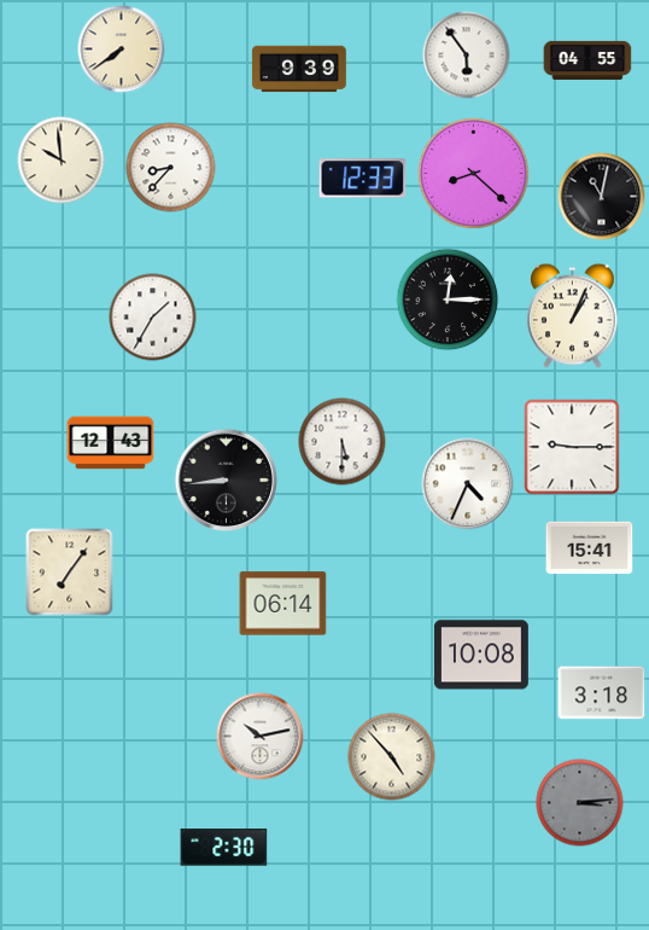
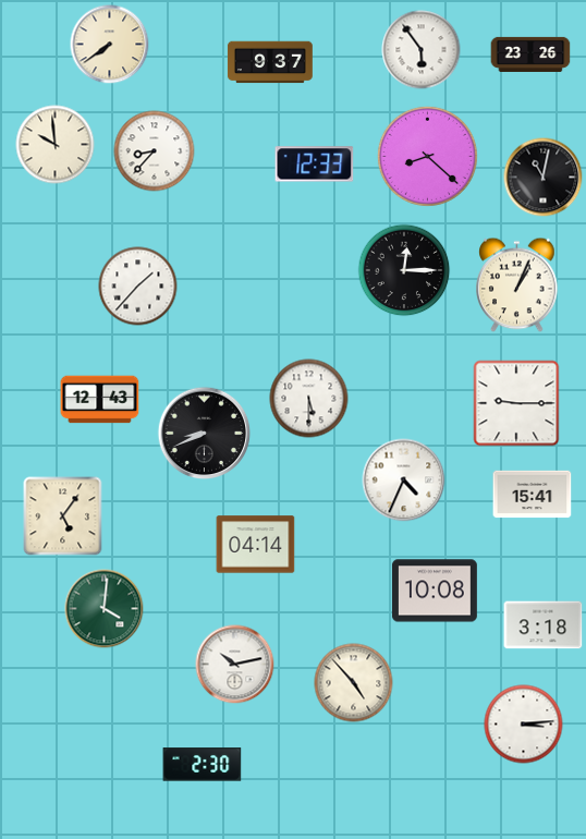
clock at (587, 60): 04:55 -> 23:26
clock at (299, 69): 9:39 -> 9:37
clock at (363, 179) position: (363, 179) -> (315, 165)
clock at (153, 318): 1:35 -> 1:37
clock at (227, 481): 8:44 -> 8:41
clock at (468, 484) position: (468, 484) -> (404, 481)
clock at (70, 572): 7:06 -> 5:06
clock at (283, 604): 06:14 -> 04:14
clock at (105, 609): none -> 4:01
clock at (580, 803) dial: grey -> white
